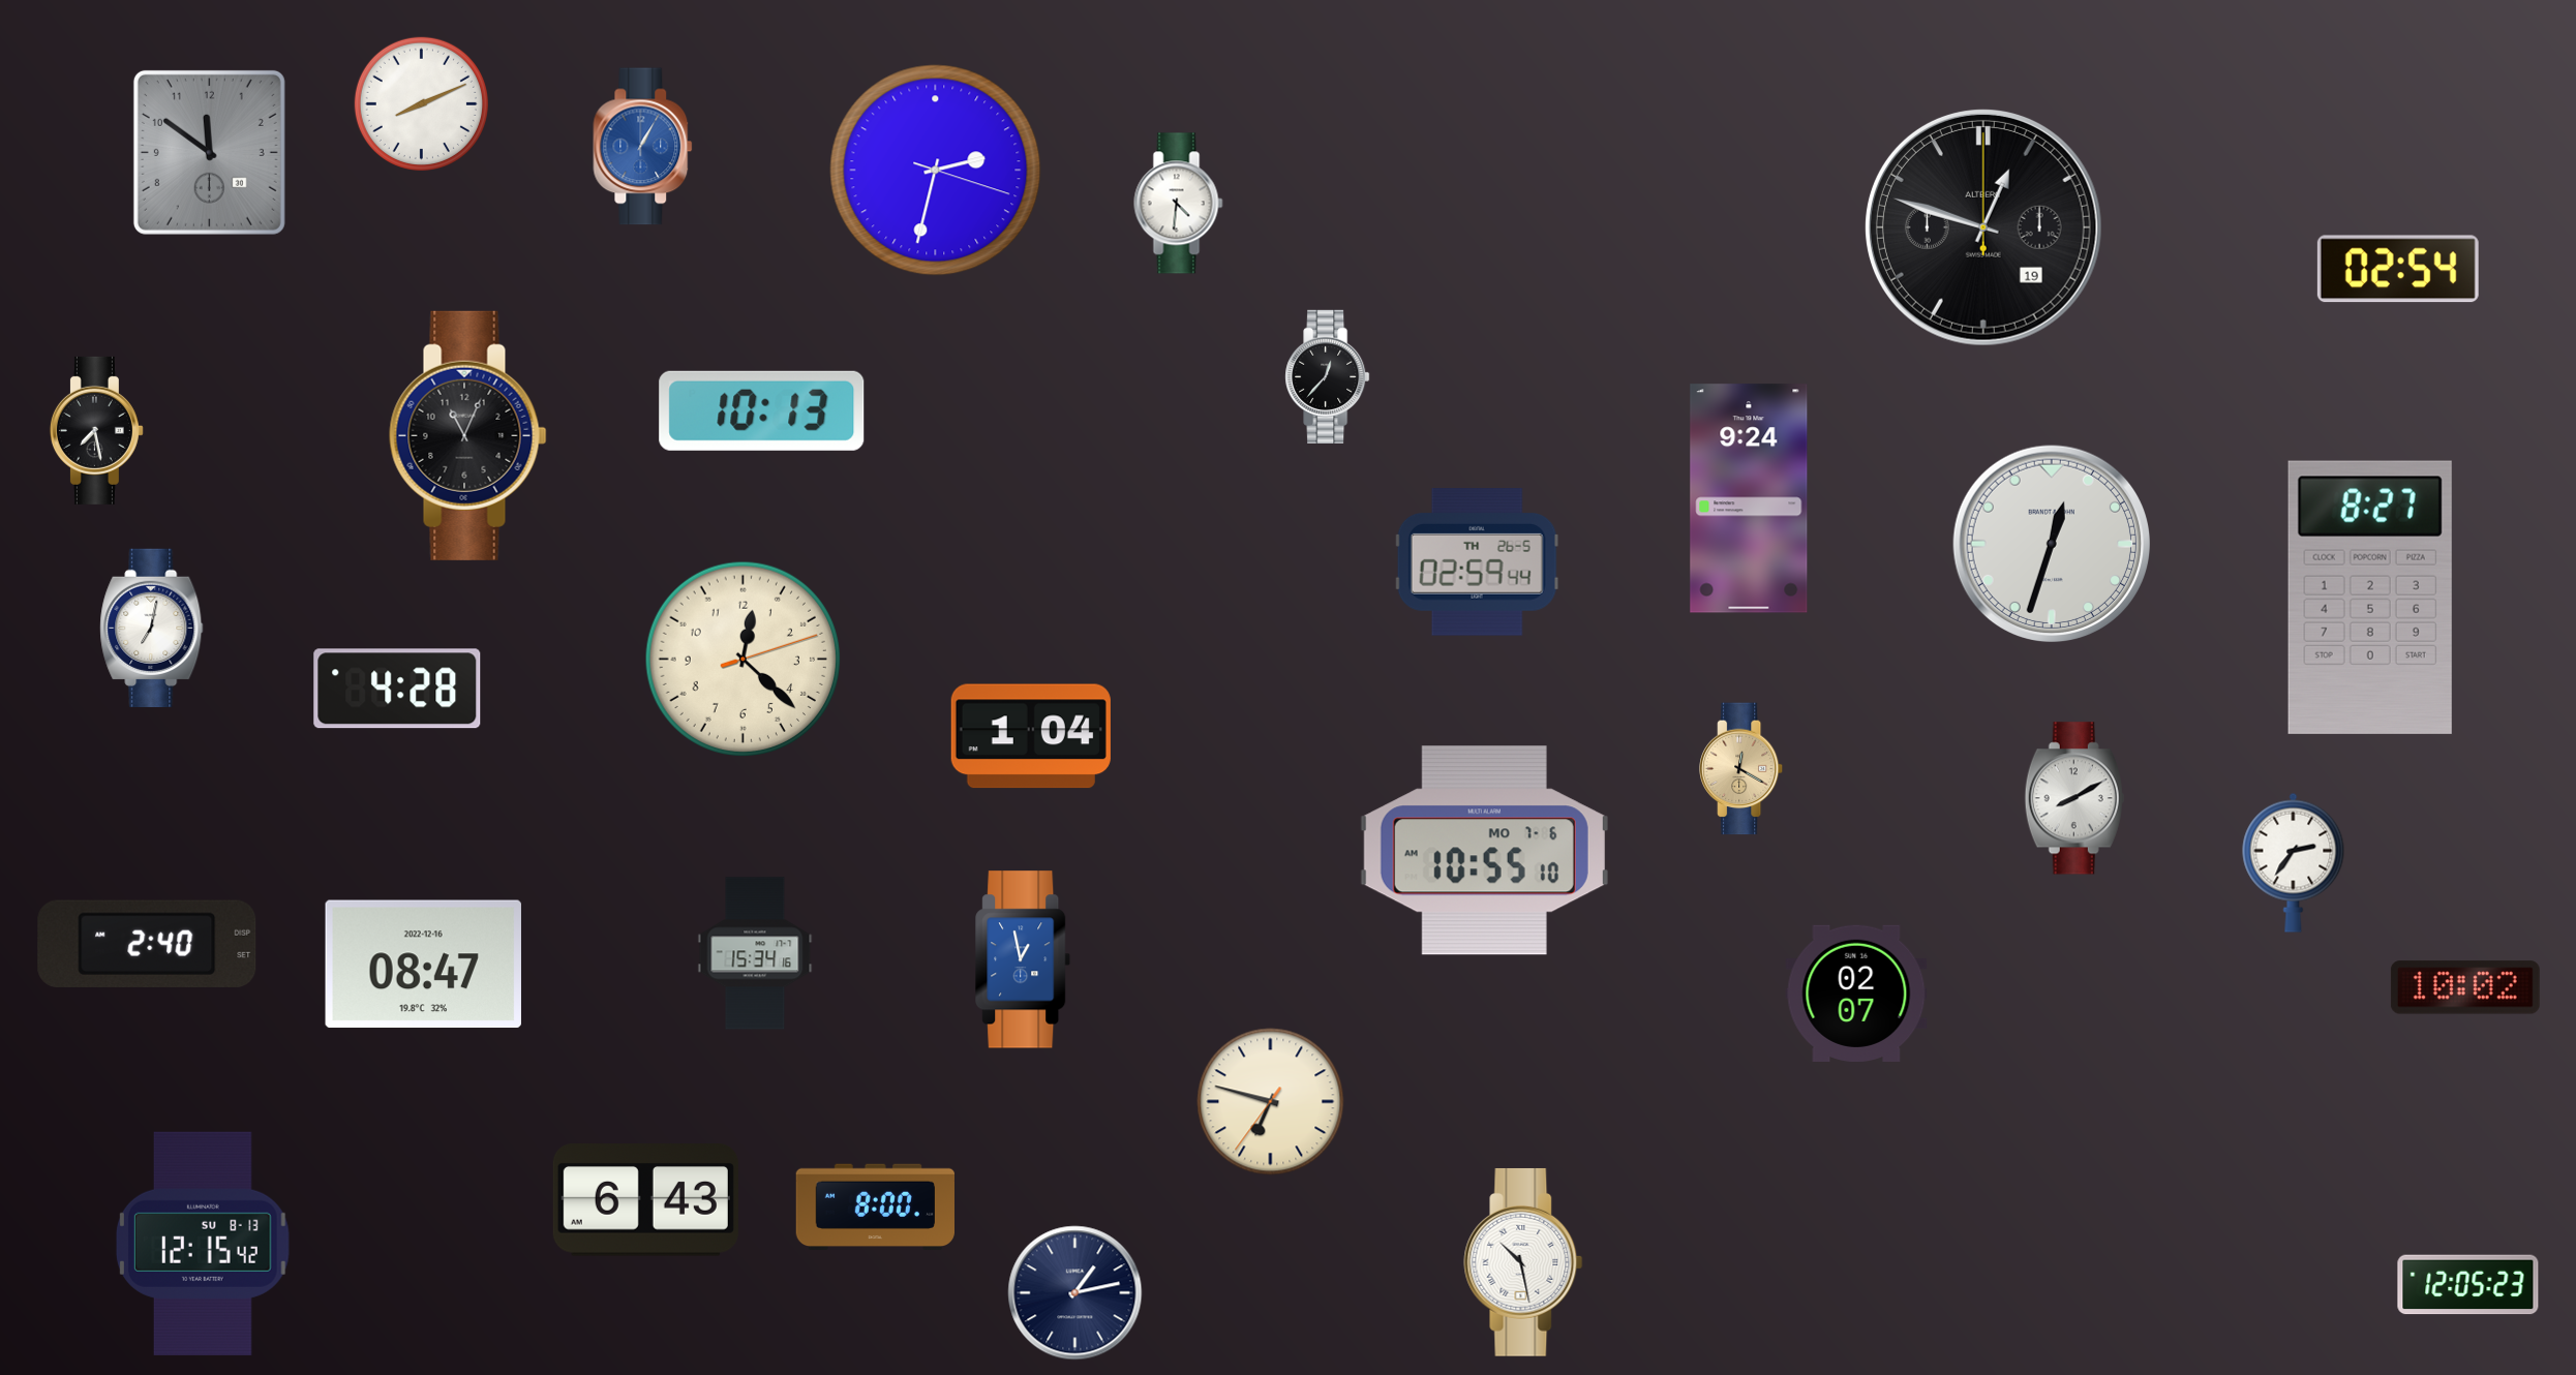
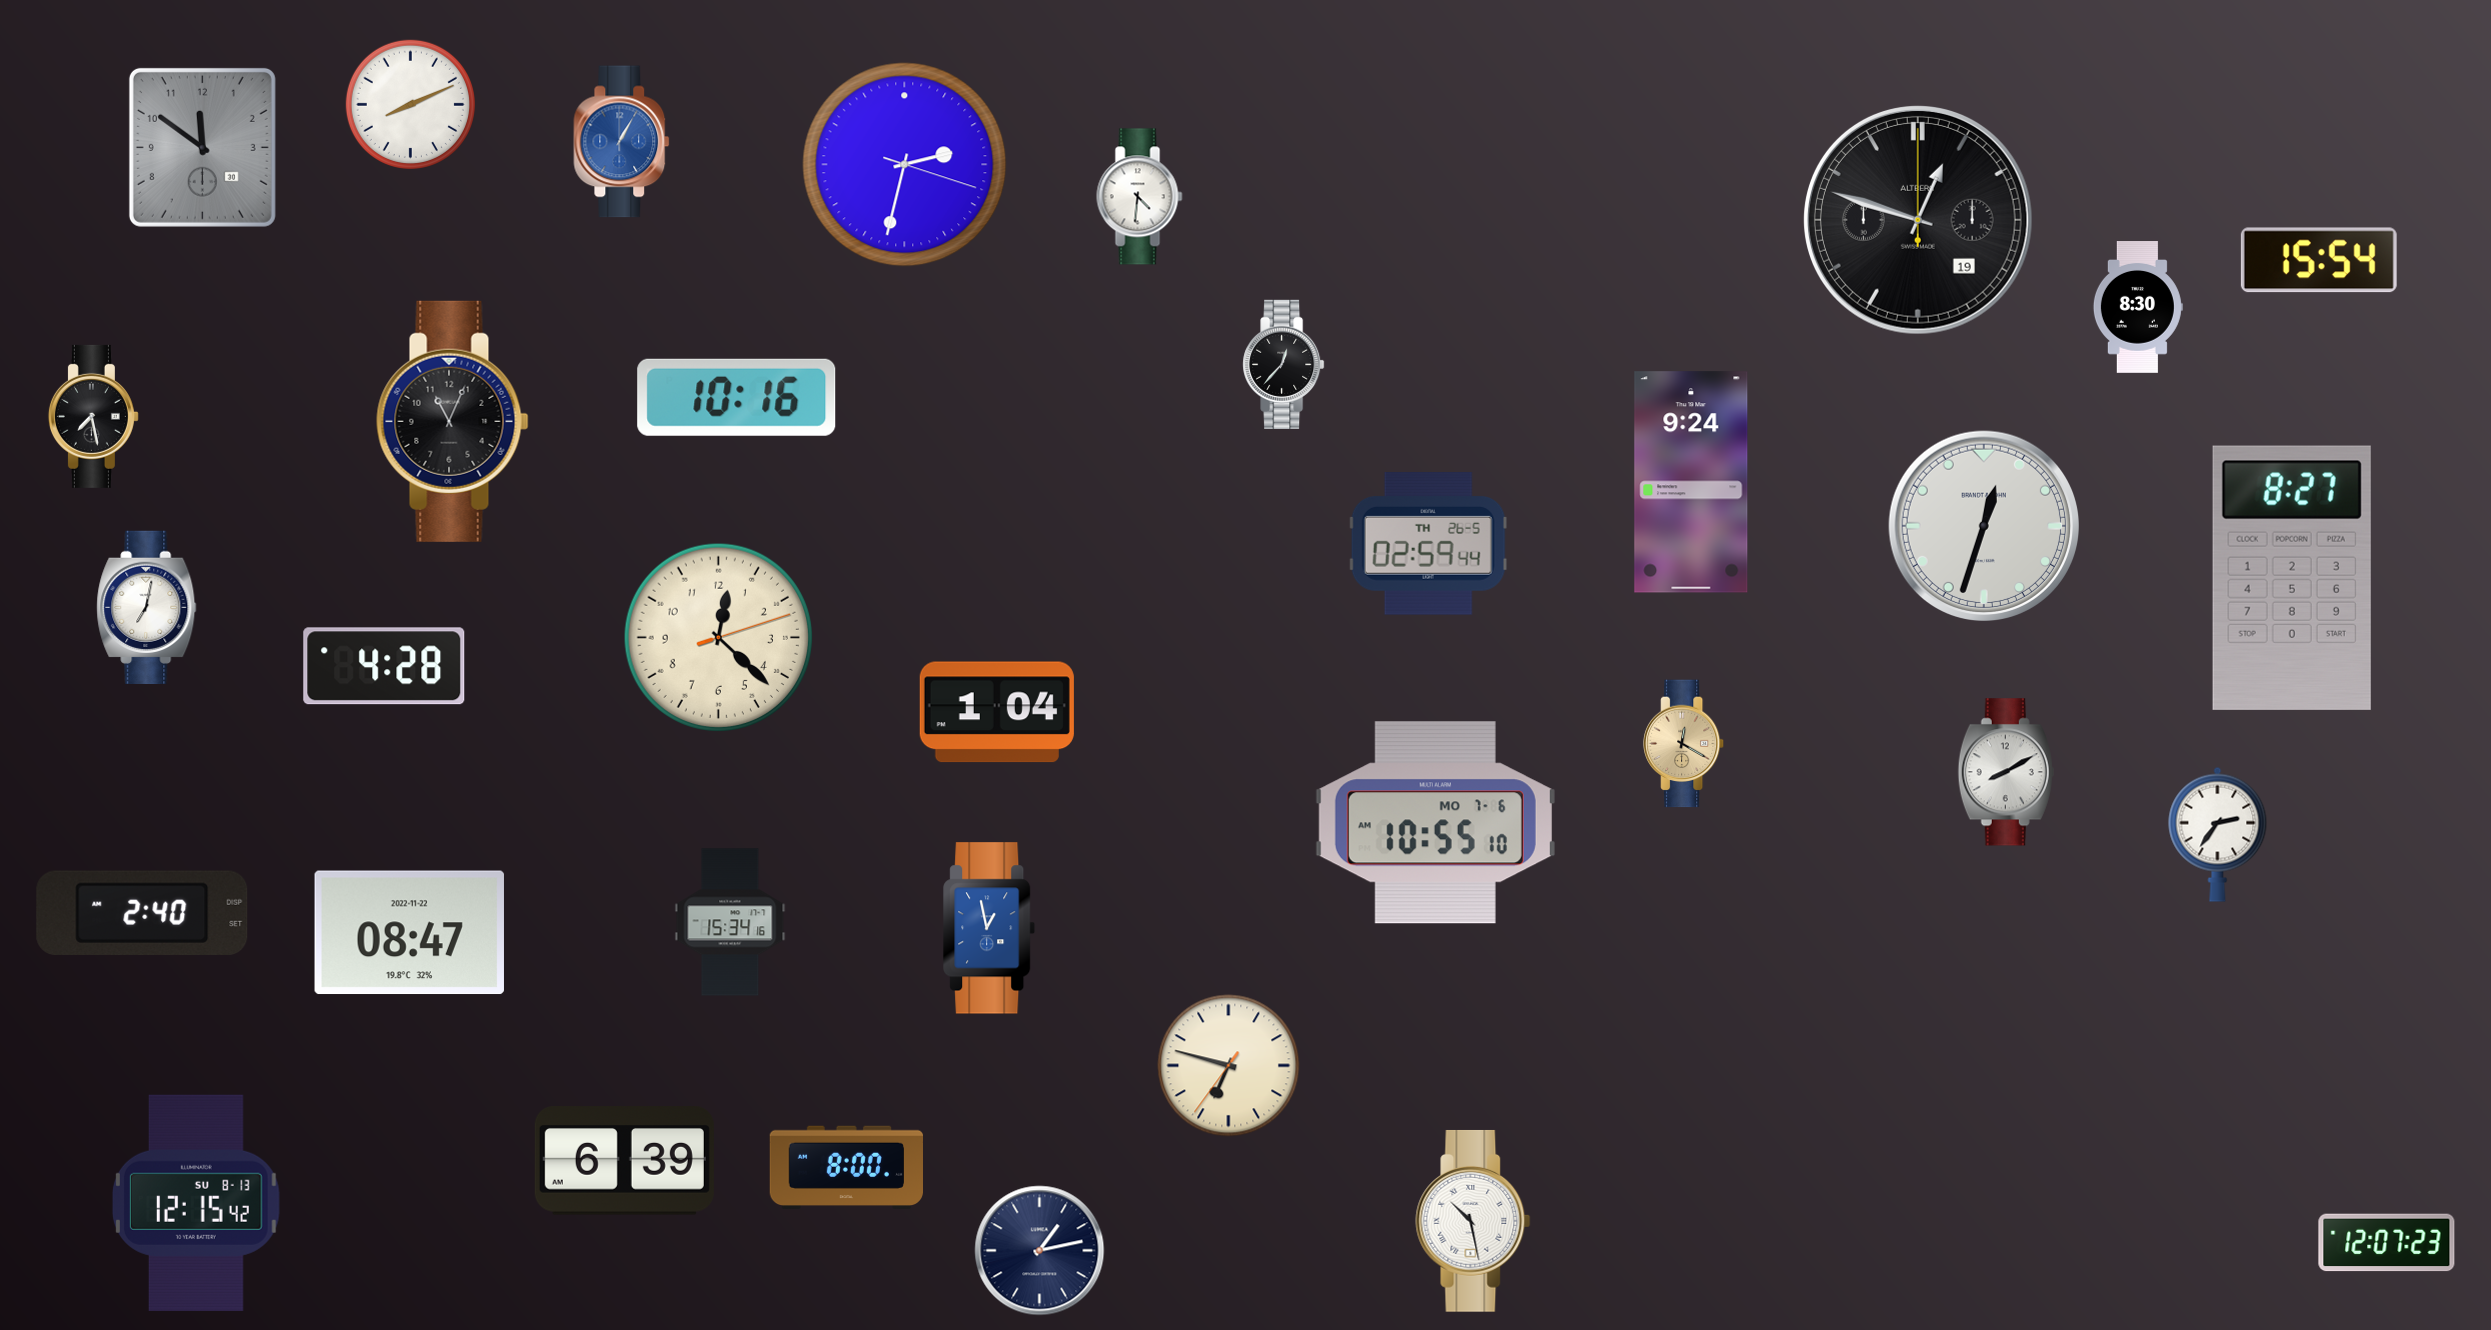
clock at (421, 103) position: (421, 103) -> (410, 104)
clock at (2398, 269): 02:54 -> 15:54
clock at (2138, 307): none -> 8:30
clock at (762, 410): 10:13 -> 10:16
clock at (423, 965) date: 2022-12-16 -> 2022-11-22
clock at (2465, 987): 10:02 -> none
clock at (1856, 994): 02:07 -> none
clock at (645, 1200): 6:43 -> 6:39
clock at (2468, 1285): 12:05 -> 12:07
